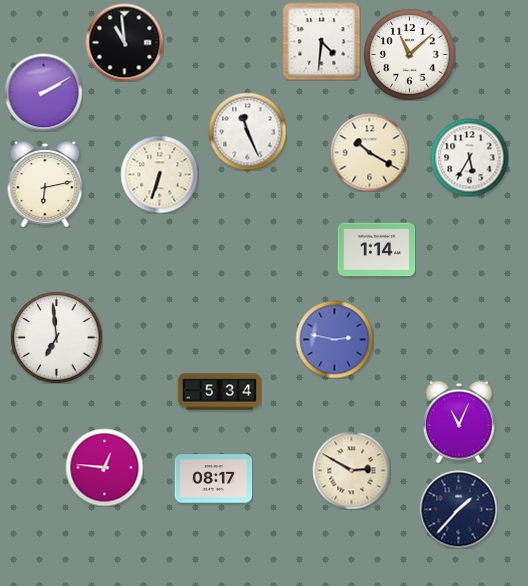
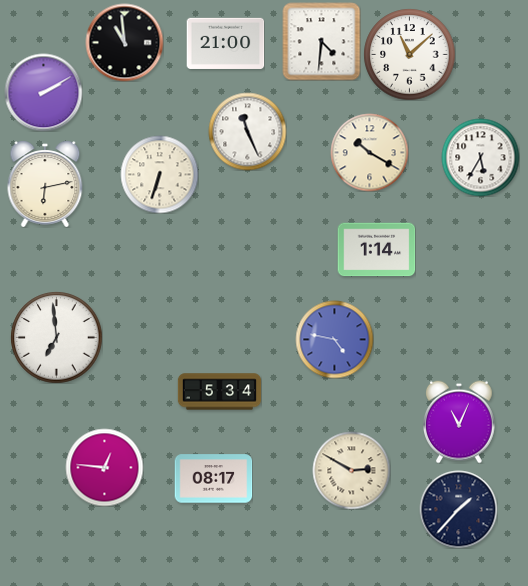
clock at (225, 43): none -> 21:00
clock at (469, 157) position: (469, 157) -> (480, 157)
clock at (334, 339): 2:47 -> 4:47
